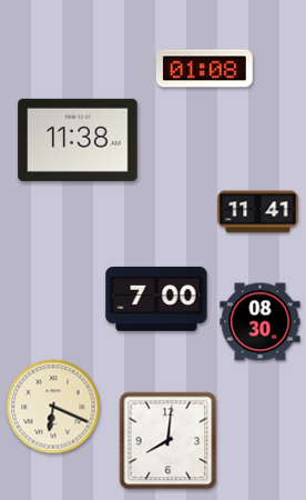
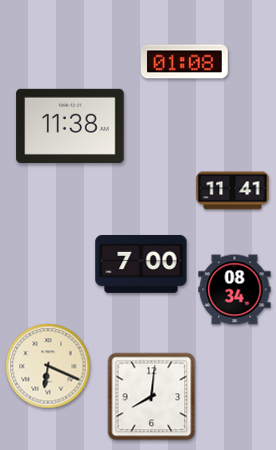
clock at (156, 299) position: (156, 299) -> (141, 264)
clock at (261, 322): 08:30 -> 08:34
